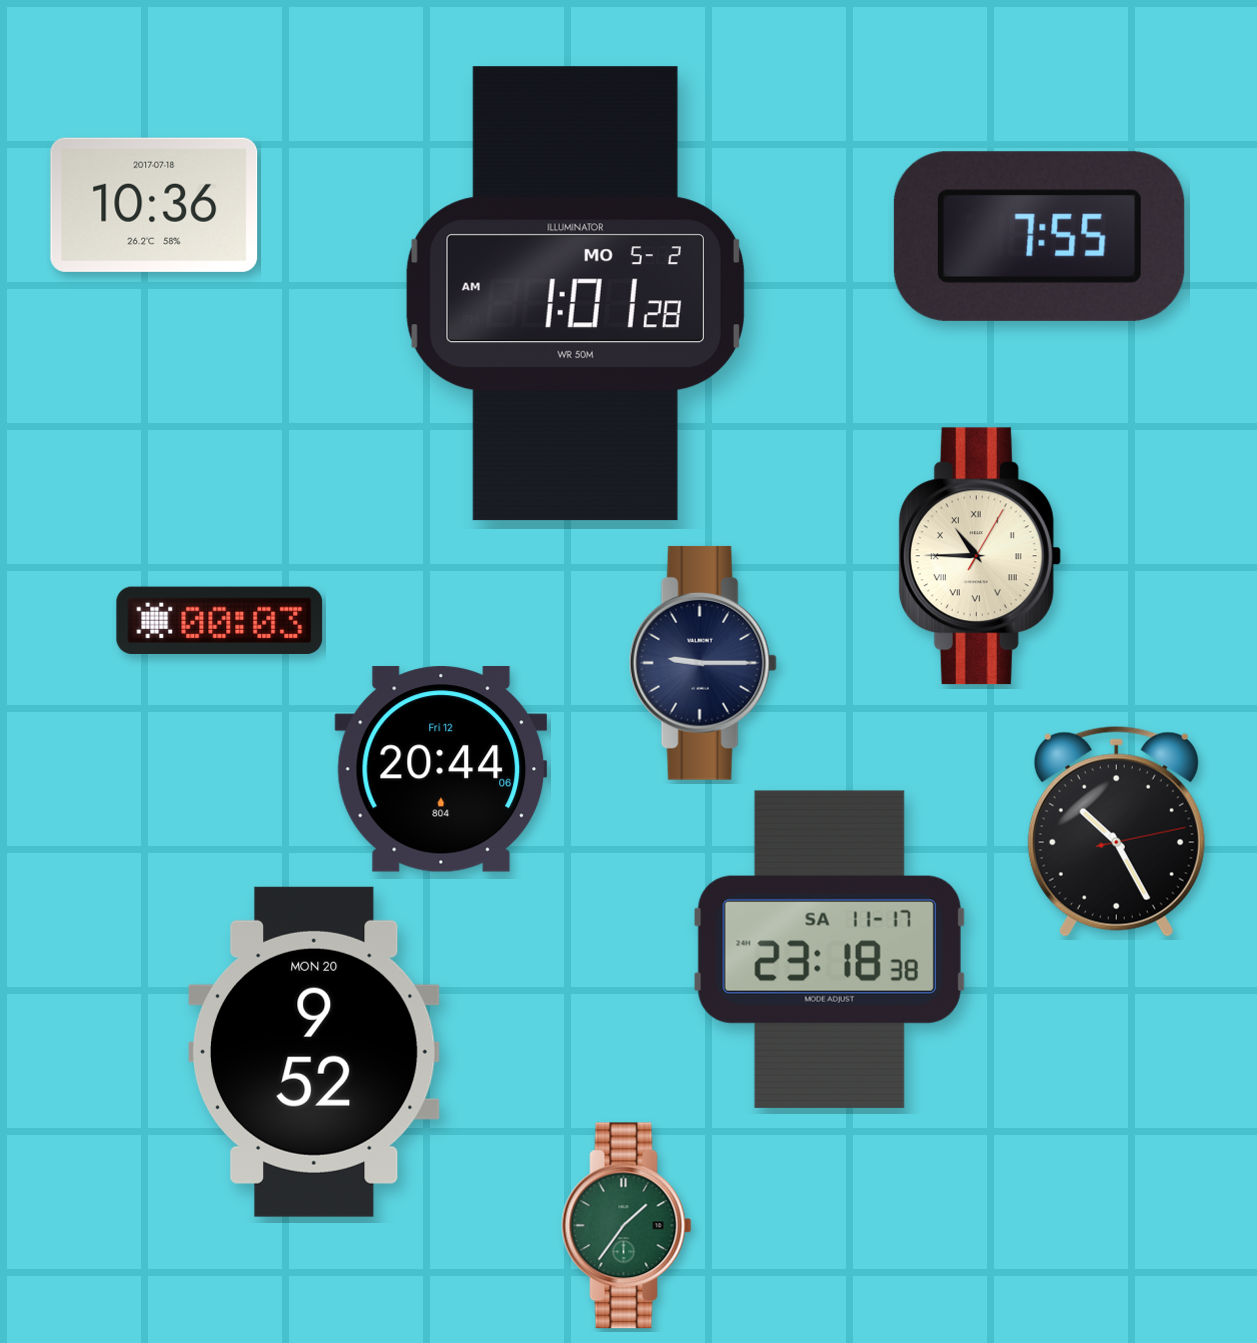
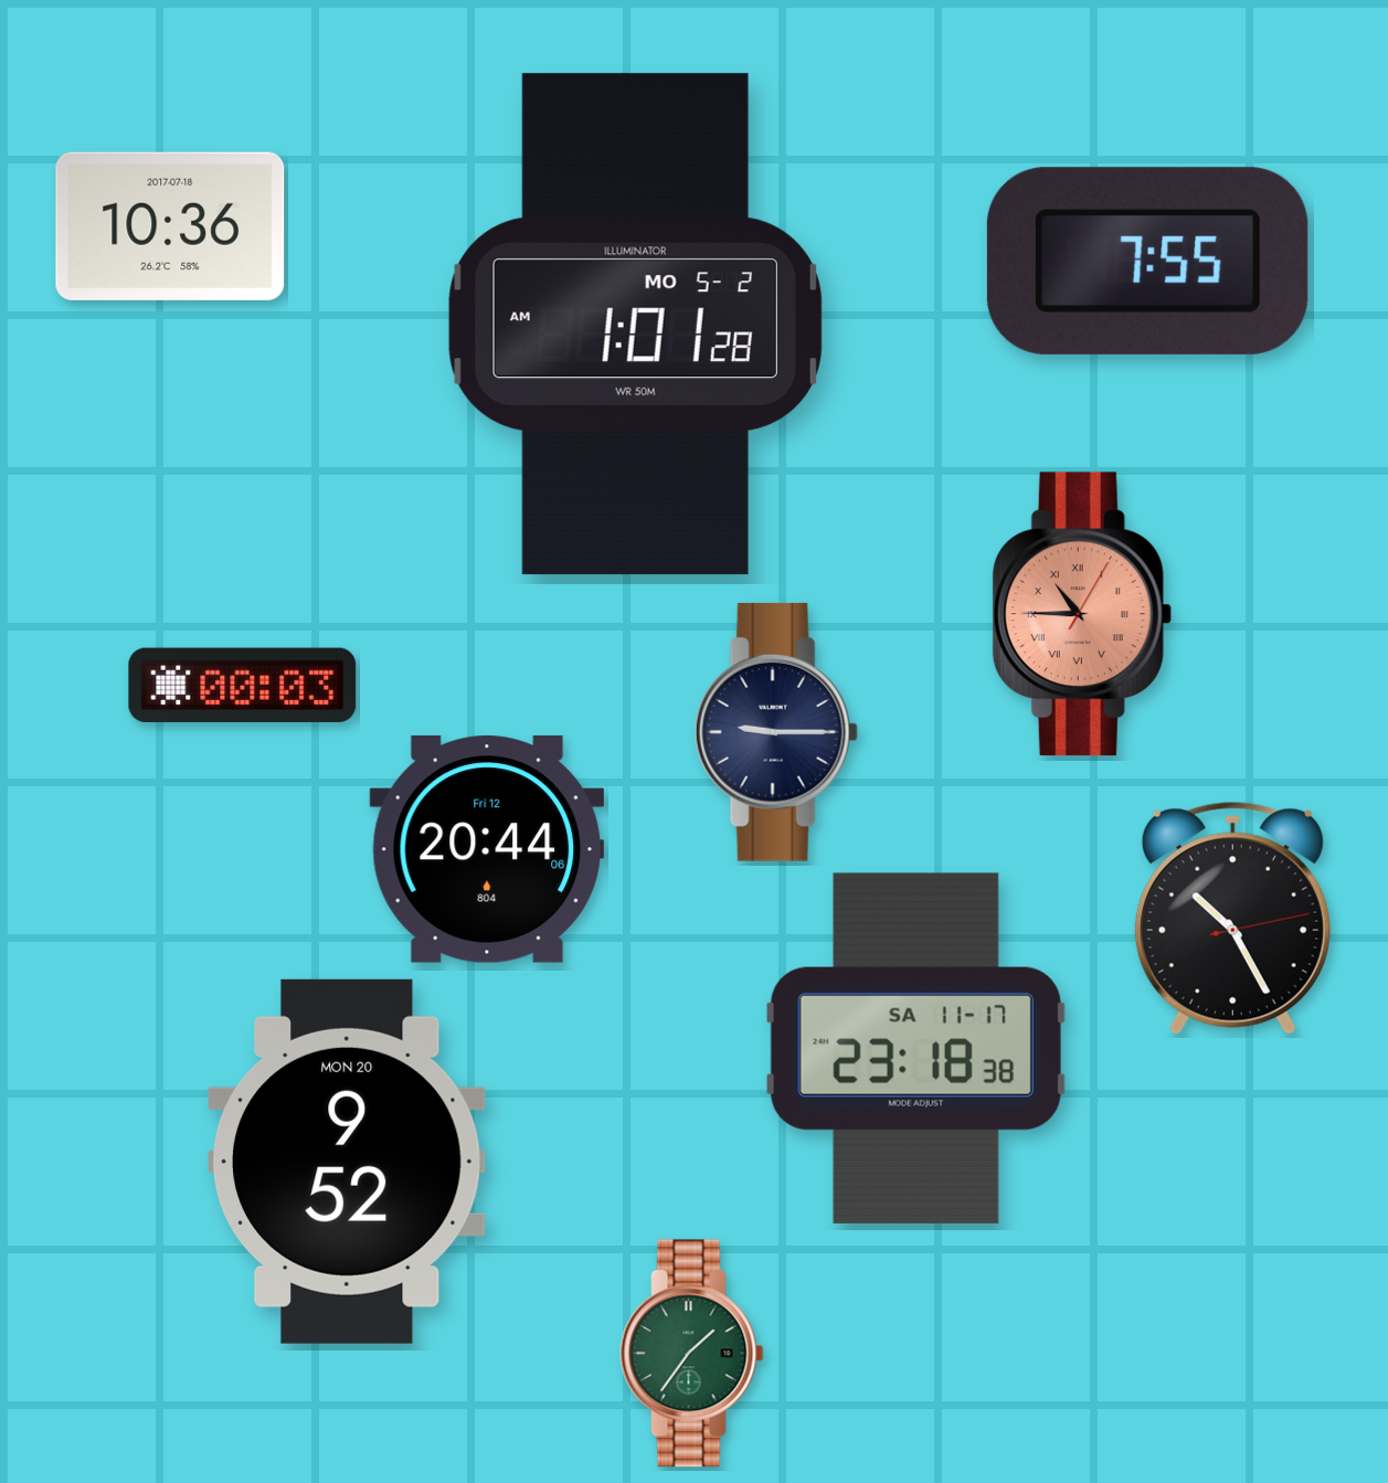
clock at (980, 556) dial: cream -> salmon
